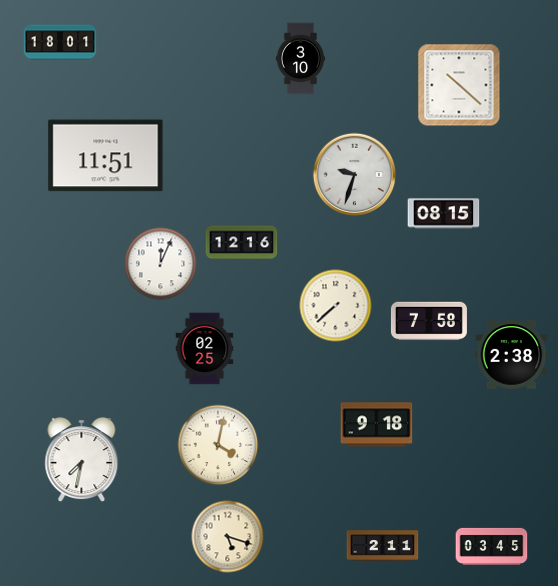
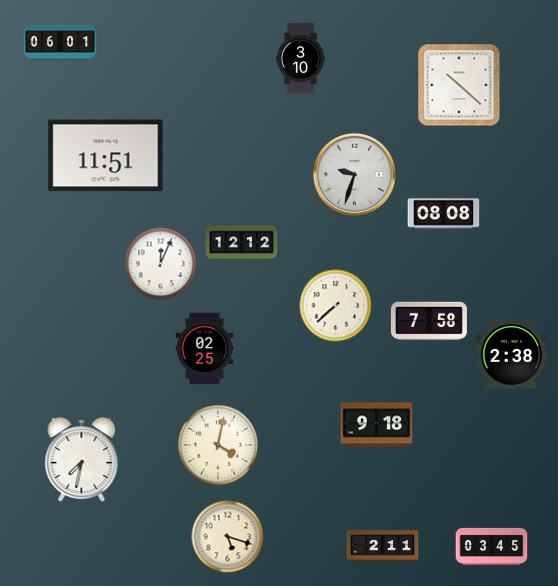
clock at (60, 42): 18:01 -> 06:01
clock at (444, 214): 08:15 -> 08:08
clock at (242, 243): 12:16 -> 12:12
